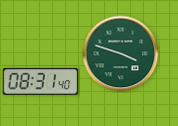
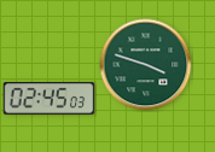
clock at (41, 82): 08:31 -> 02:45
